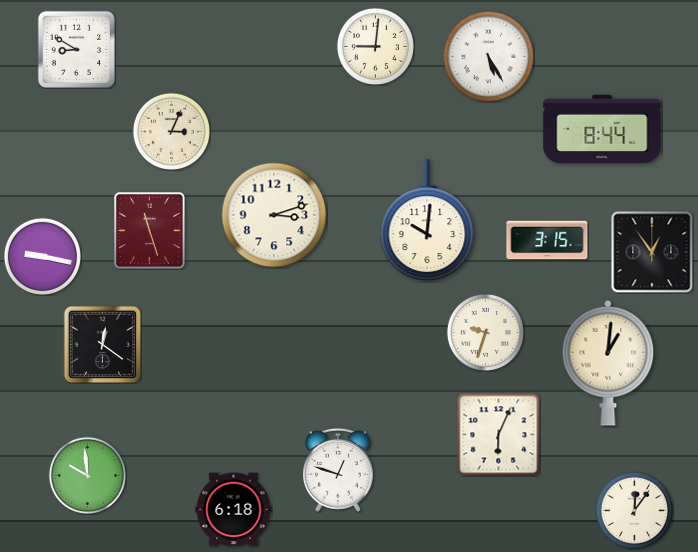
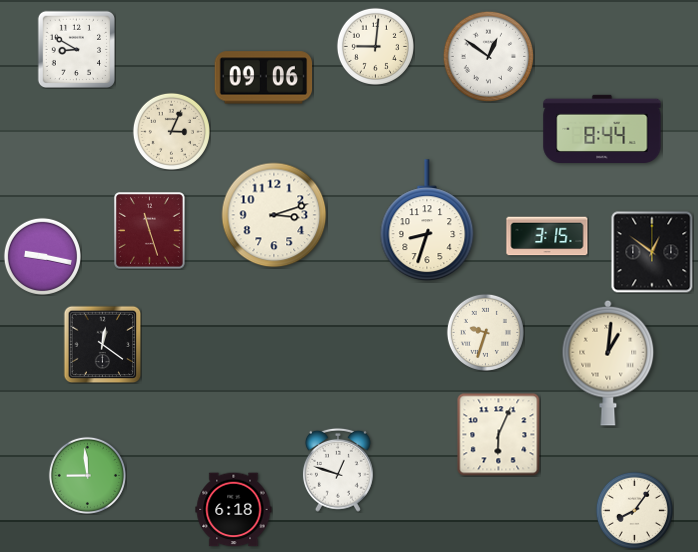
clock at (488, 56): 5:25 -> 12:51
clock at (264, 78): none -> 09:06
clock at (427, 221): 10:01 -> 8:33
clock at (547, 240) position: (547, 240) -> (547, 236)
clock at (652, 252): 12:54 -> 12:51
clock at (87, 475): 9:59 -> 8:59
clock at (634, 510): 12:06 -> 8:06
